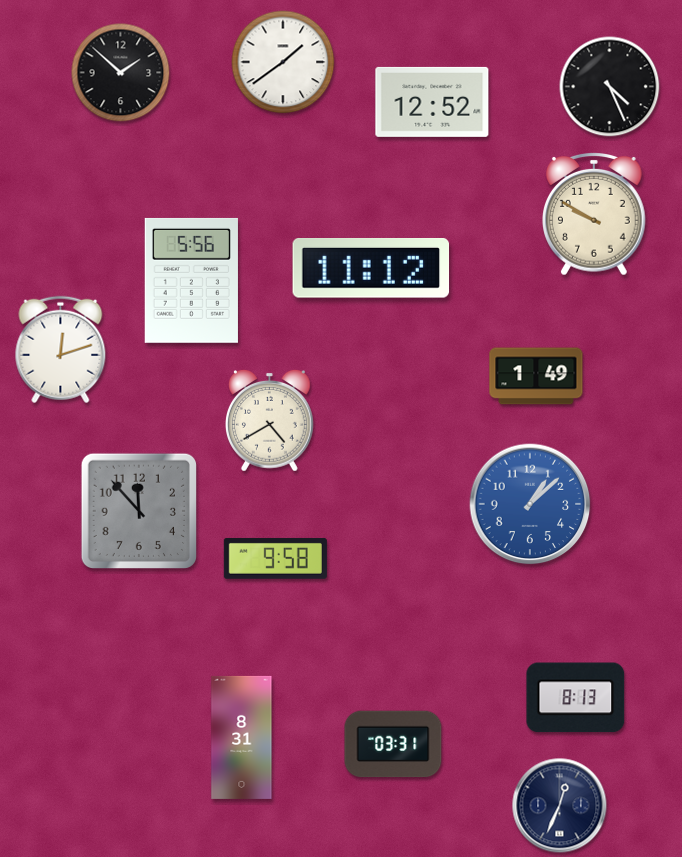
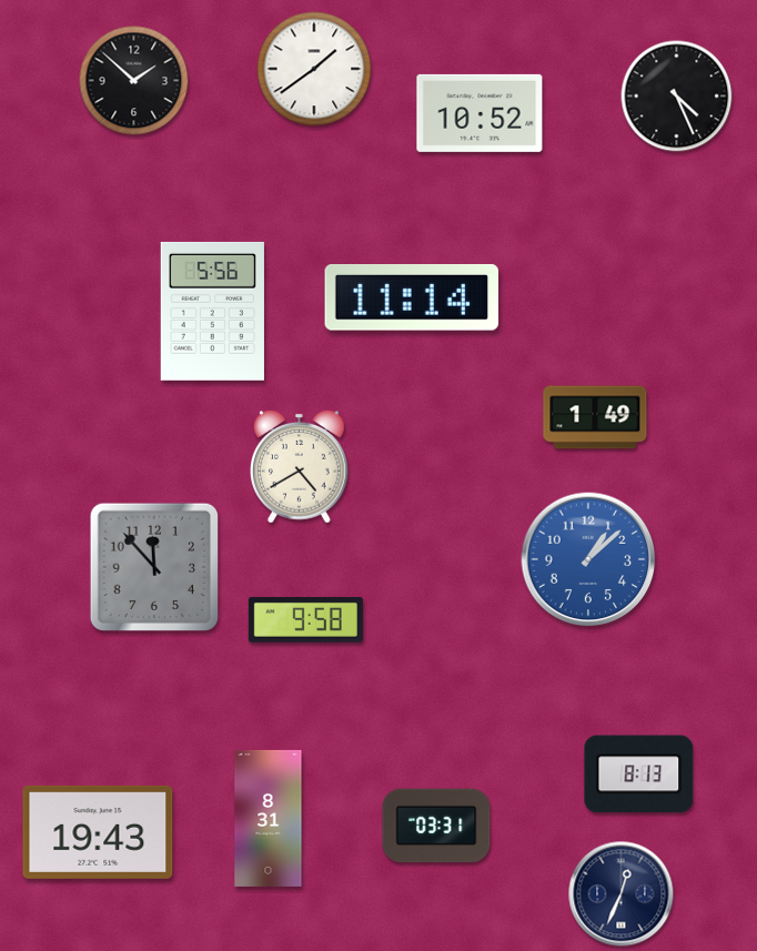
clock at (432, 102): 12:52 -> 10:52
clock at (595, 215): 9:50 -> none
clock at (371, 269): 11:12 -> 11:14
clock at (61, 350): 12:12 -> none
clock at (98, 832): none -> 19:43
